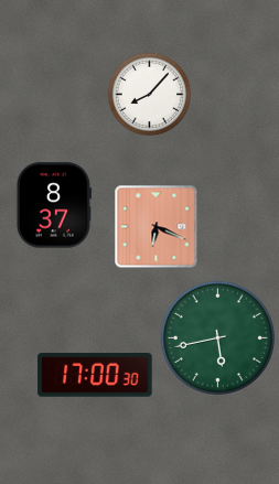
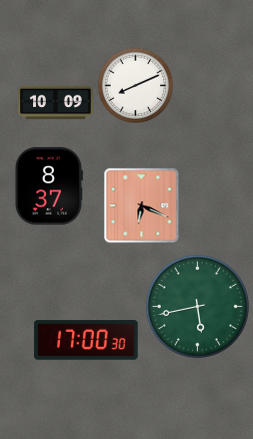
clock at (150, 95): 8:07 -> 8:11
clock at (56, 103): none -> 10:09
